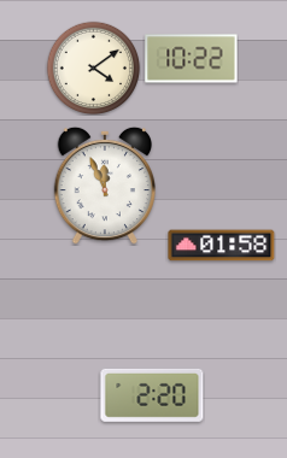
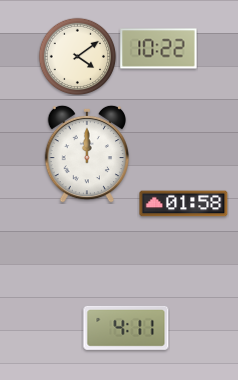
clock at (104, 186): 11:56 -> 12:00
clock at (152, 395): 2:20 -> 4:11
